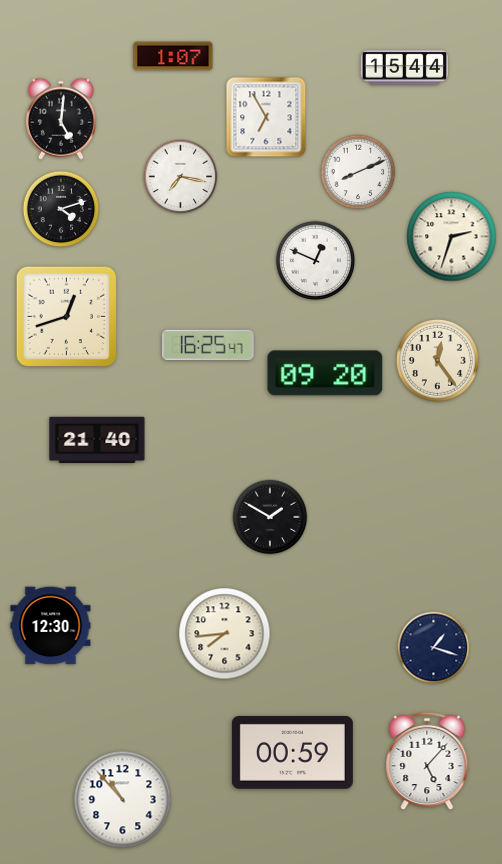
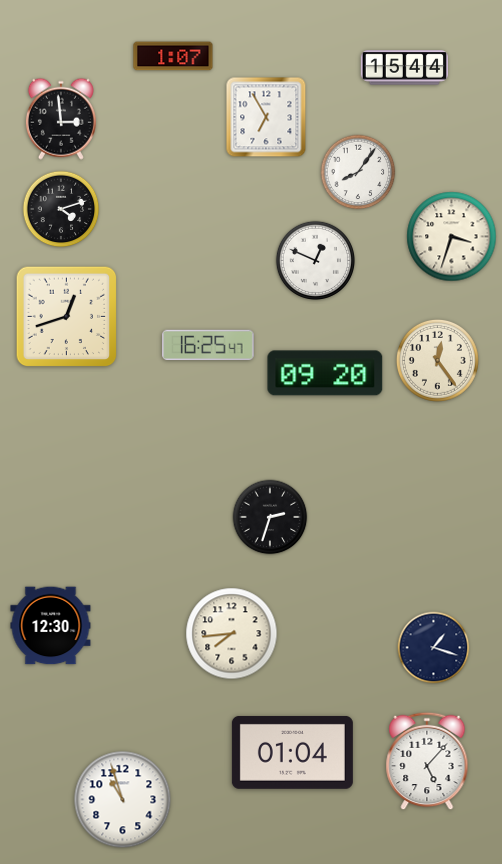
clock at (61, 119): 5:01 -> 2:59
clock at (358, 172): 8:11 -> 8:06
clock at (181, 177): 7:17 -> none
clock at (452, 237): 2:33 -> 3:33
clock at (97, 440): 21:40 -> none
clock at (270, 517): 1:50 -> 2:33
clock at (225, 634) position: (225, 634) -> (232, 634)
clock at (292, 752): 00:59 -> 01:04
clock at (123, 800): 10:53 -> 10:57
